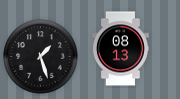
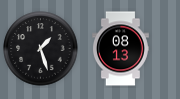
clock at (41, 57) position: (41, 57) -> (41, 49)
